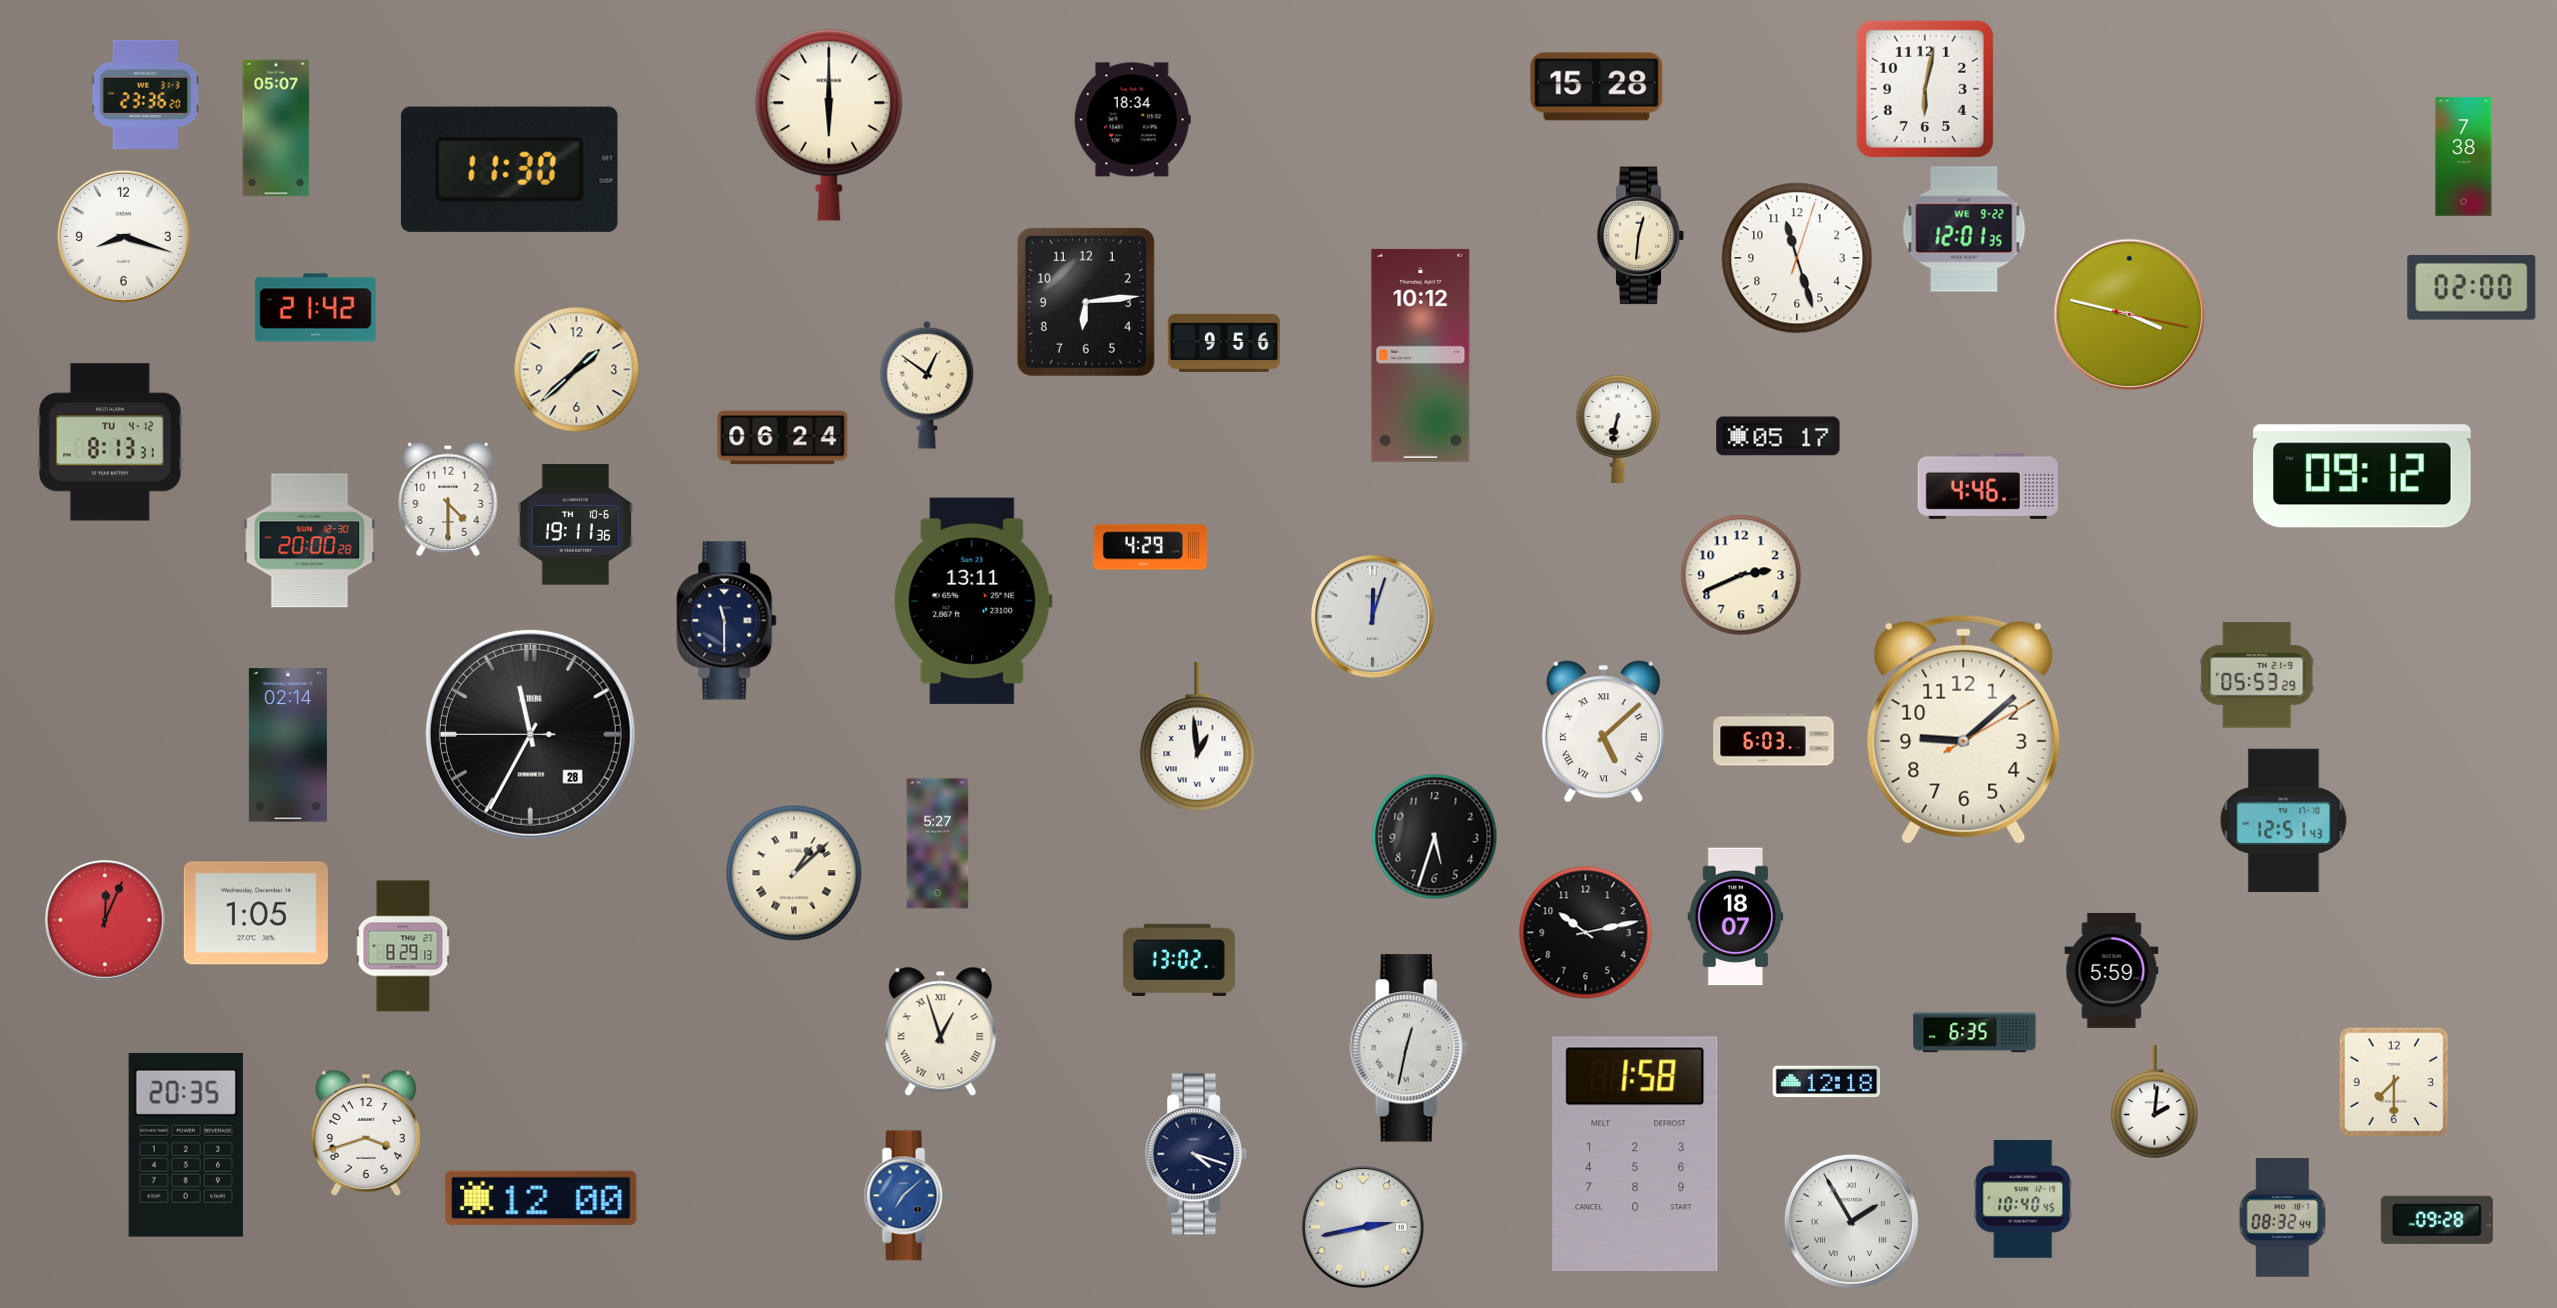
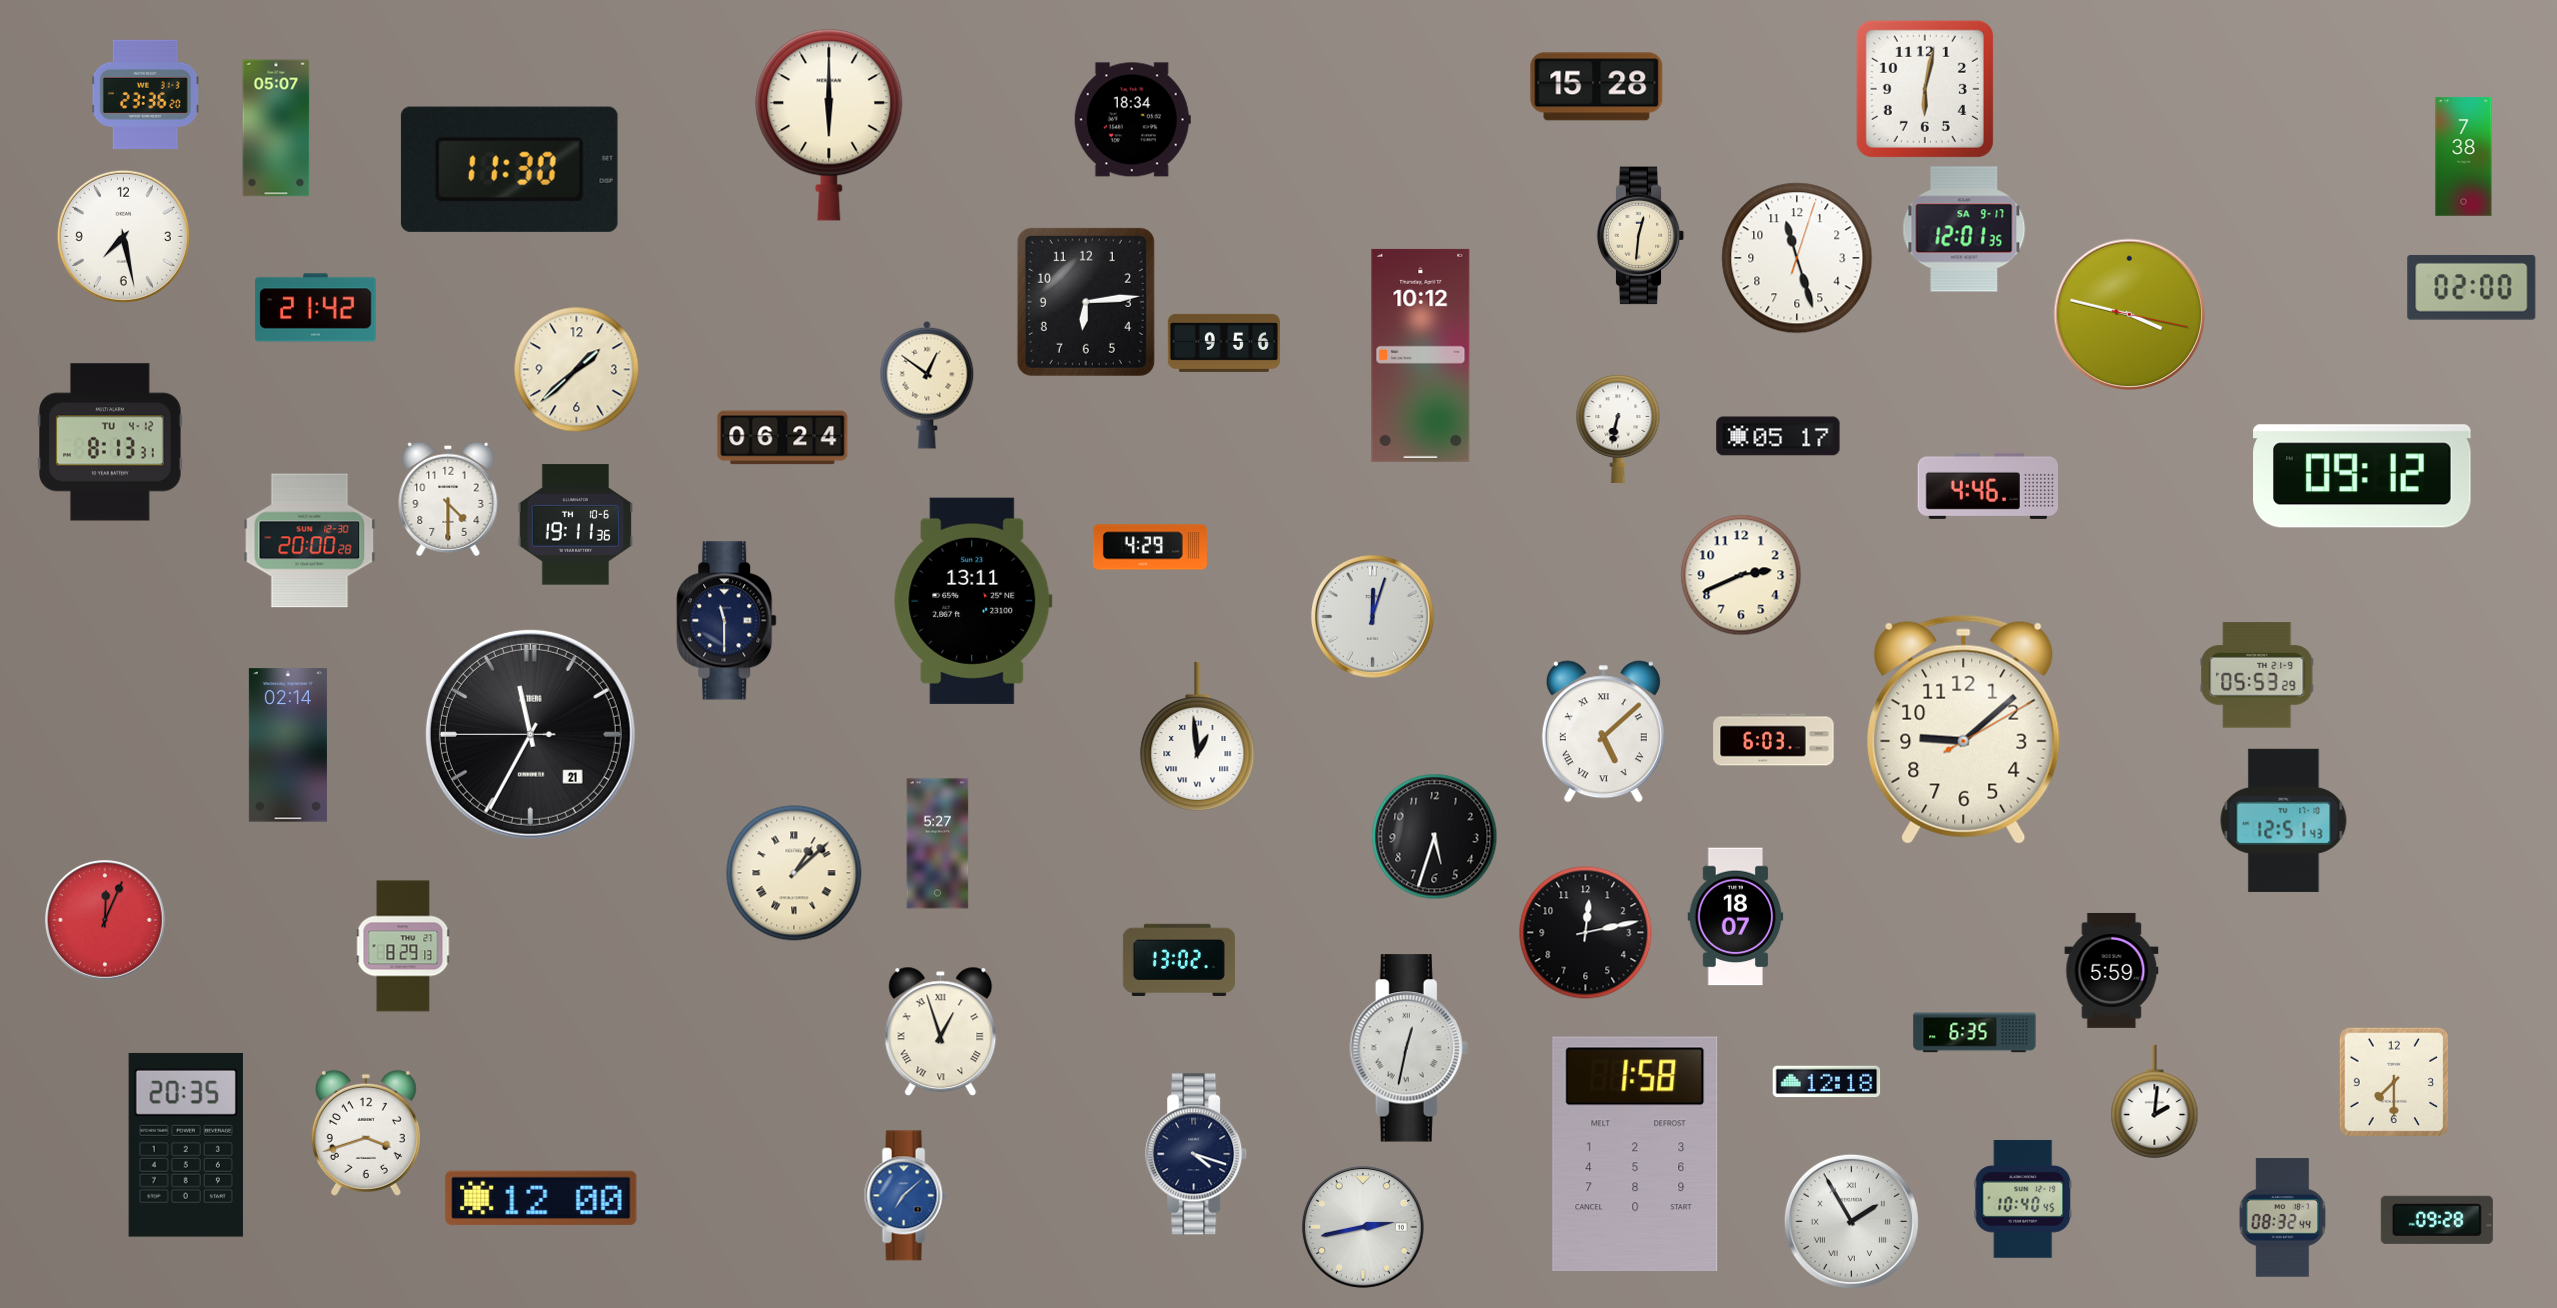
clock at (1964, 229) date: WE 9-22 -> SA 9-17
clock at (123, 236): 8:18 -> 7:28
clock at (530, 734) date: 28 -> 21
clock at (256, 913): 1:05 -> none
clock at (1586, 933): 10:13 -> 12:13
